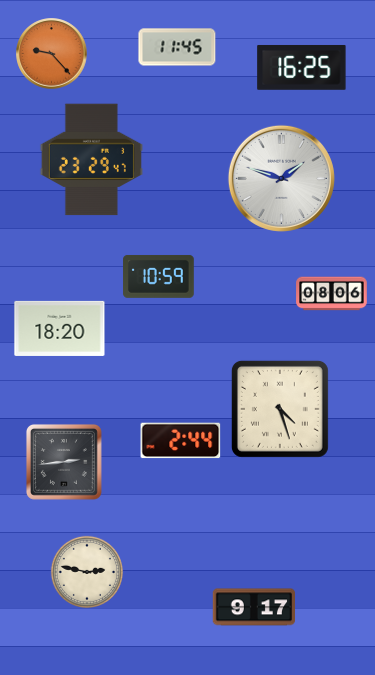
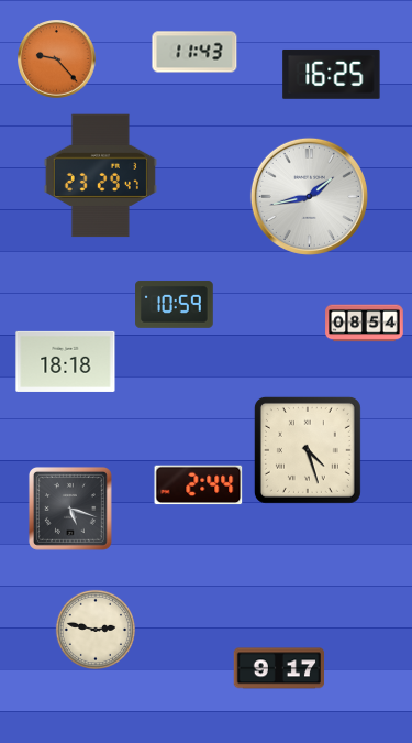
clock at (177, 47): 11:45 -> 11:43
clock at (281, 178): 1:48 -> 1:43
clock at (332, 294): 08:06 -> 08:54
clock at (60, 328): 18:20 -> 18:18
clock at (64, 462): 2:44 -> 5:18
